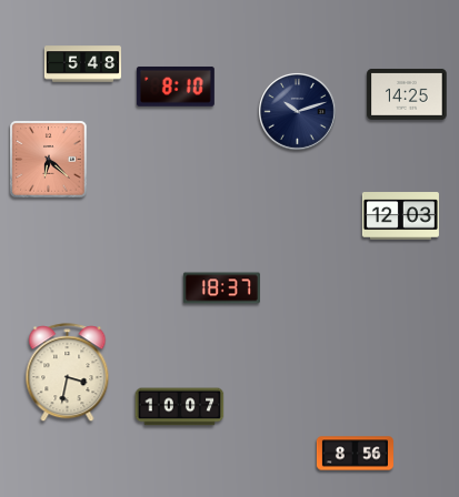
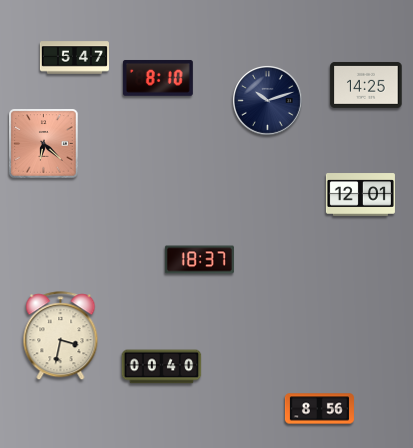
clock at (82, 64): 5:48 -> 5:47
clock at (400, 216): 12:03 -> 12:01
clock at (180, 407): 10:07 -> 00:40
